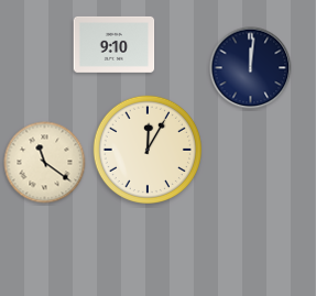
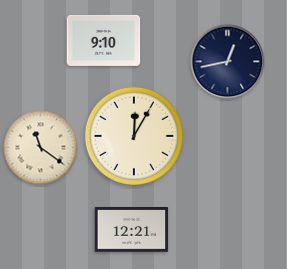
clock at (251, 68): 12:01 -> 12:43
clock at (132, 230): none -> 12:21
